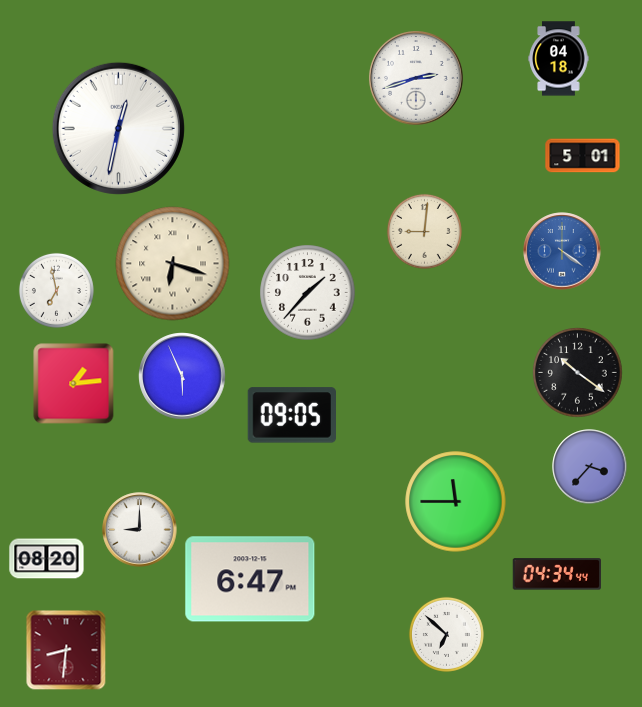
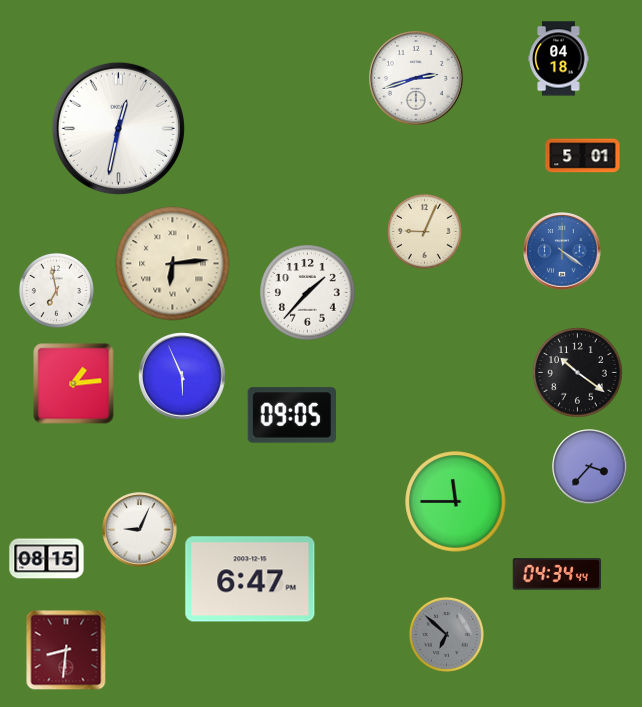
clock at (424, 231): 9:01 -> 9:04
clock at (173, 264): 6:18 -> 6:14
clock at (140, 530): 9:00 -> 9:04
clock at (47, 559): 08:20 -> 08:15
clock at (446, 634) dial: white -> grey
